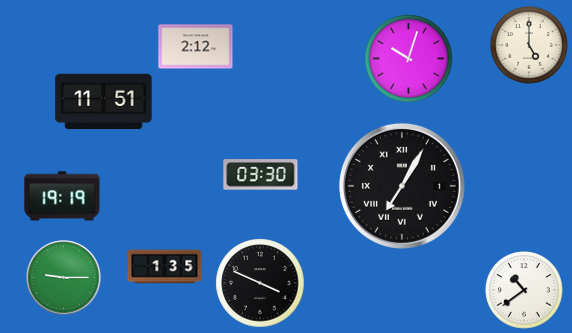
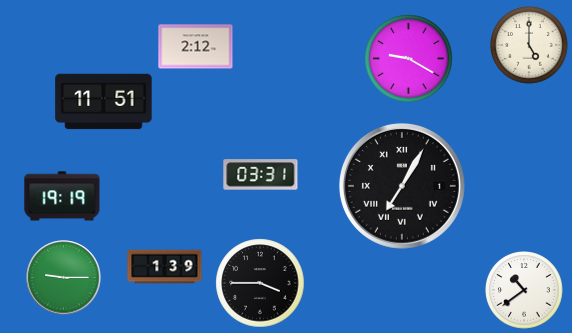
clock at (409, 59): 10:03 -> 9:20
clock at (261, 175): 03:30 -> 03:31
clock at (165, 267): 1:35 -> 1:39
clock at (260, 283): 3:49 -> 3:45
